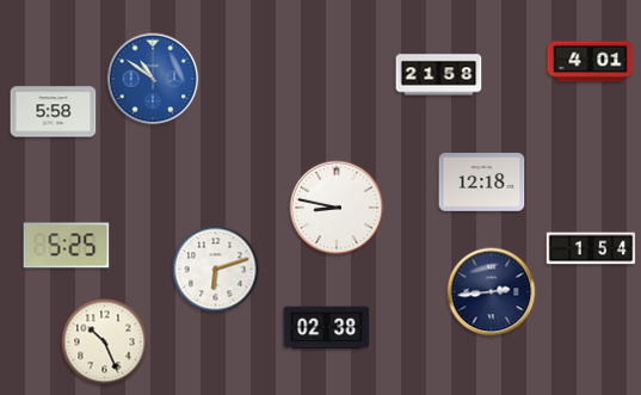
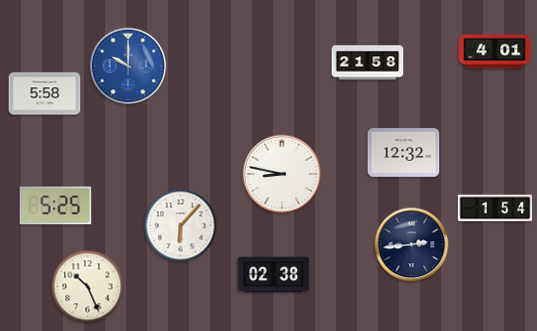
clock at (153, 79): 10:51 -> 10:00
clock at (482, 183): 12:18 -> 12:32
clock at (216, 270): 6:12 -> 6:07
